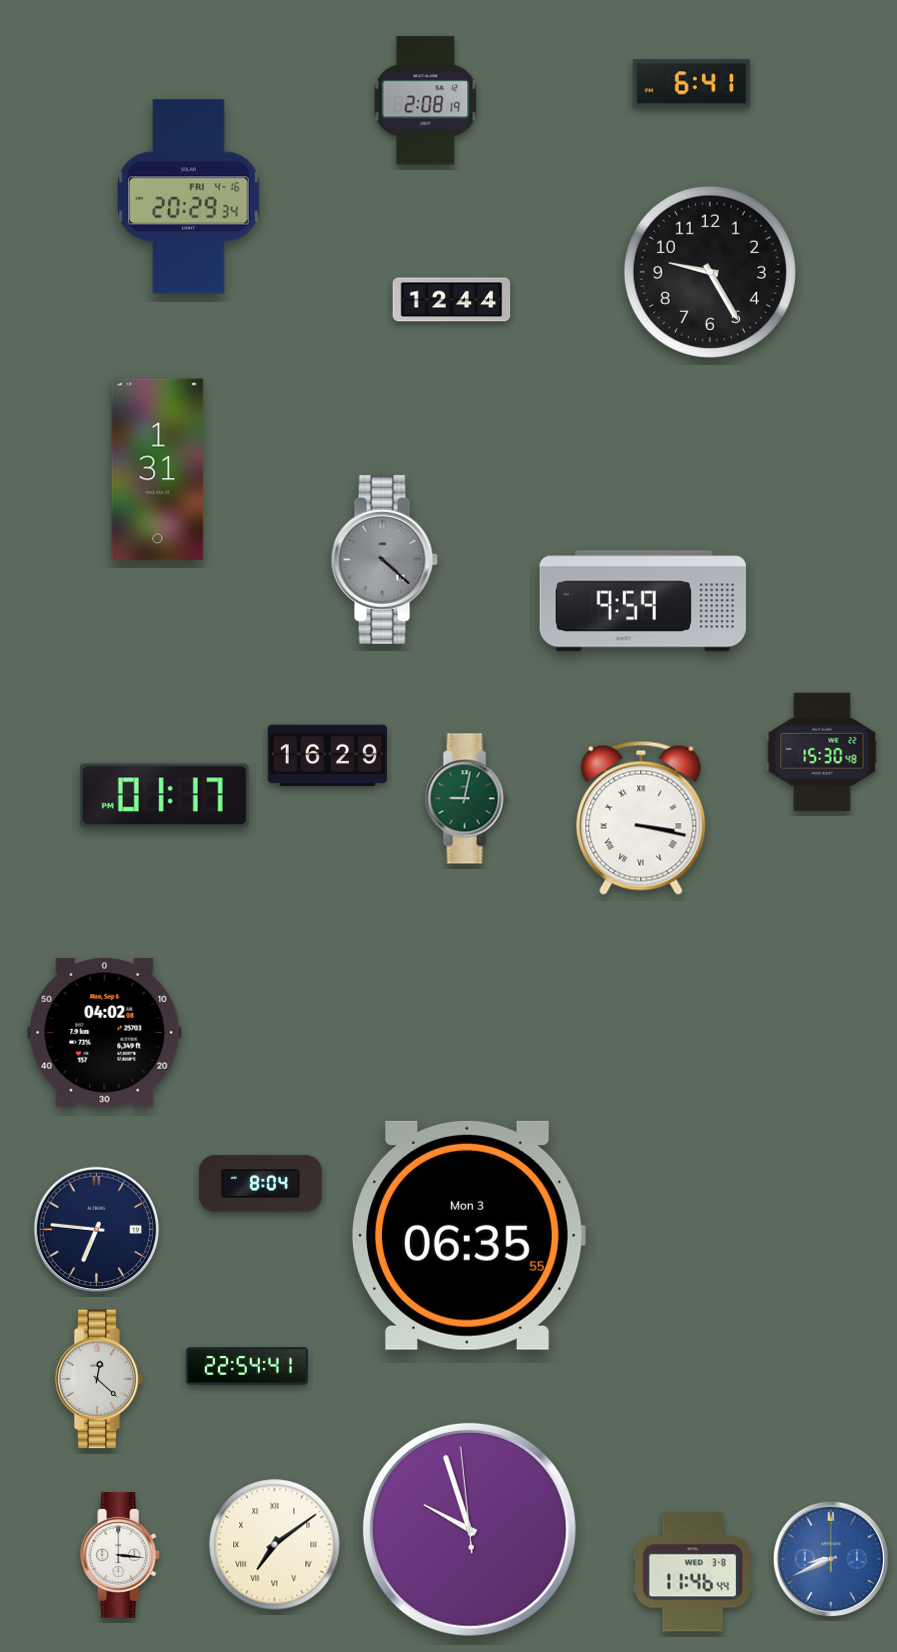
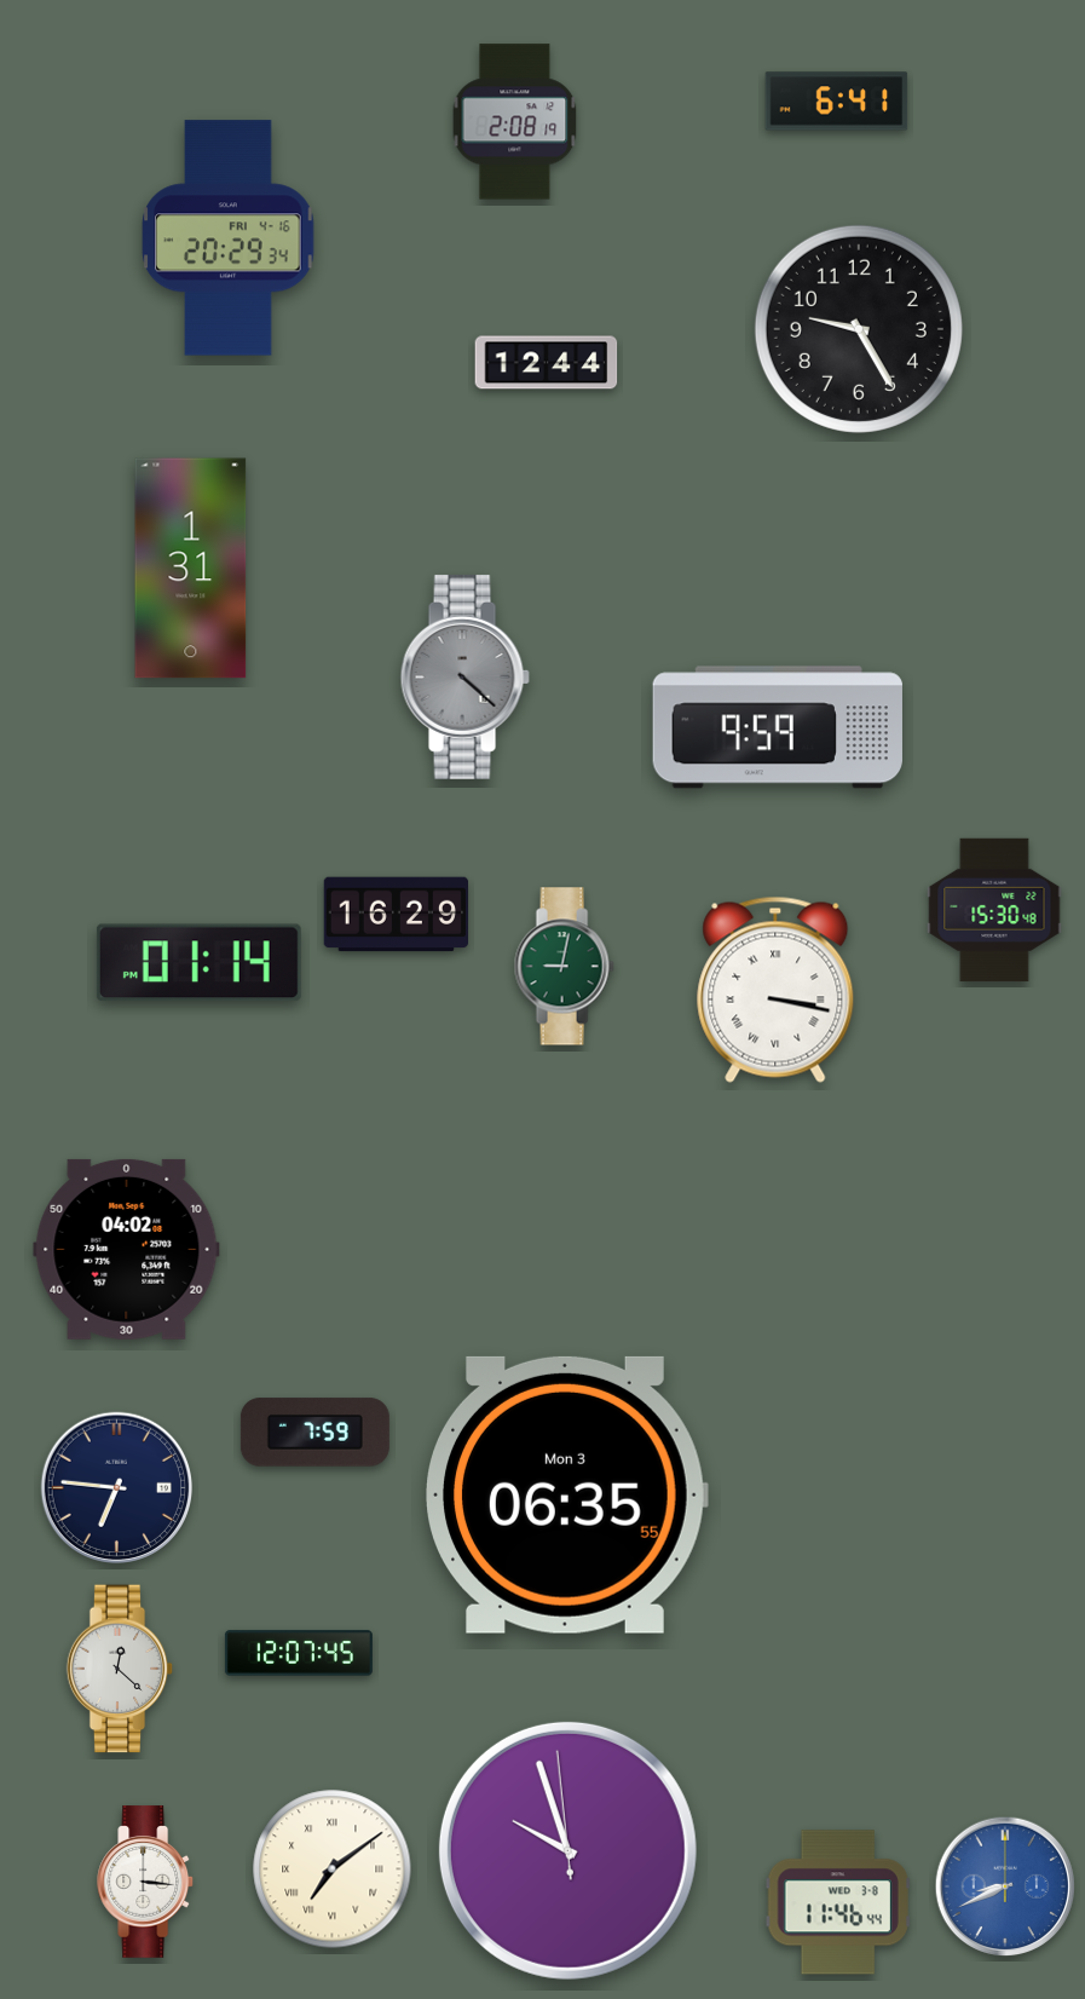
clock at (164, 796): 01:17 -> 01:14
clock at (260, 1184): 8:04 -> 7:59
clock at (247, 1366): 22:54 -> 12:07
